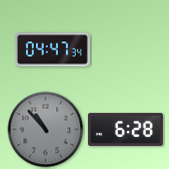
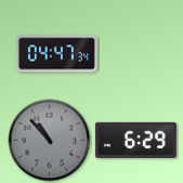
clock at (125, 129): 6:28 -> 6:29
